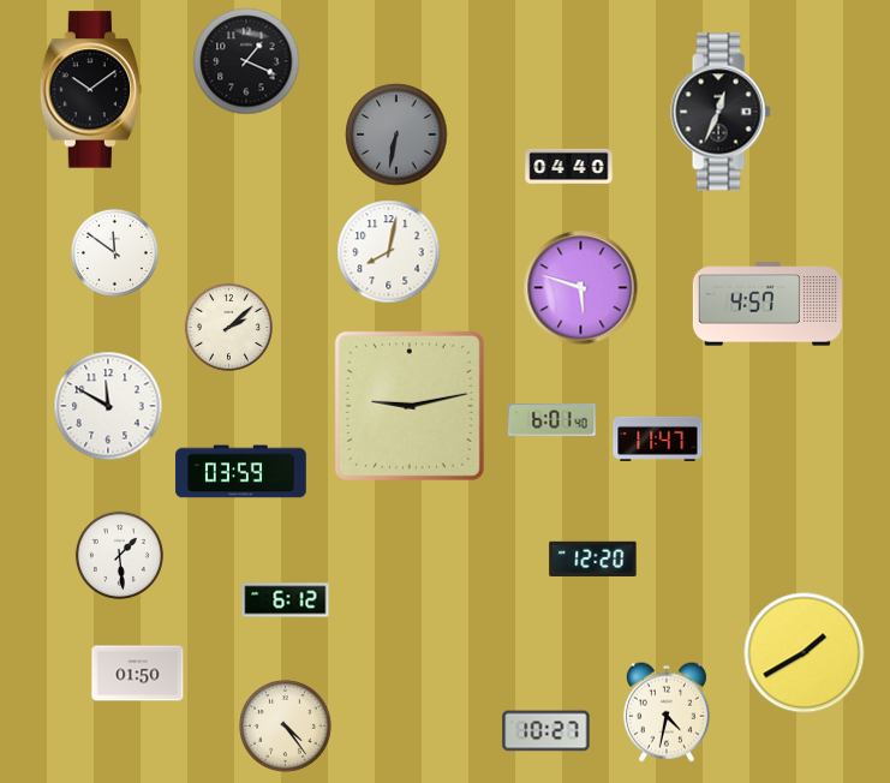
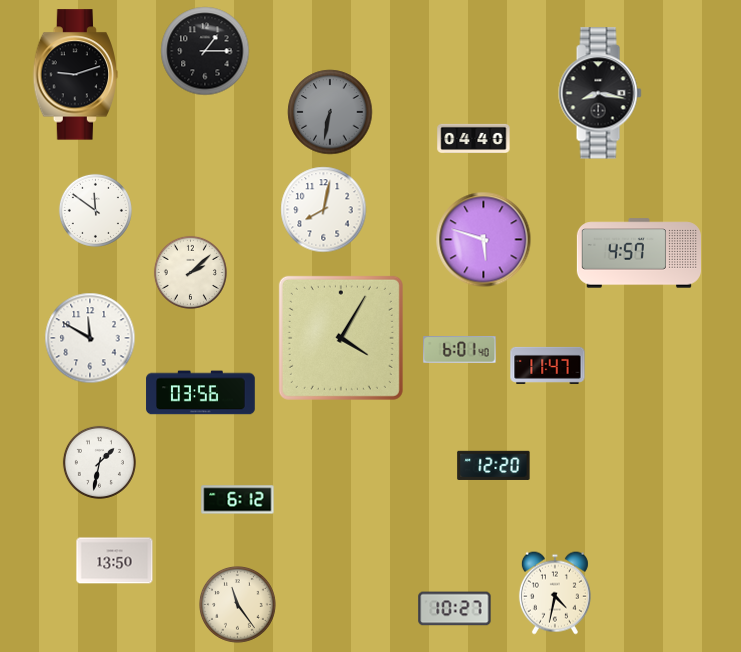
clock at (246, 61): 1:19 -> 1:15
clock at (91, 90): 10:09 -> 9:12
clock at (721, 112): 12:34 -> 8:17
clock at (410, 406): 9:13 -> 4:05
clock at (241, 472): 03:59 -> 03:56
clock at (119, 555): 1:29 -> 1:32
clock at (805, 653): 1:40 -> none
clock at (138, 674): 01:50 -> 13:50
clock at (286, 727): 4:24 -> 11:24
